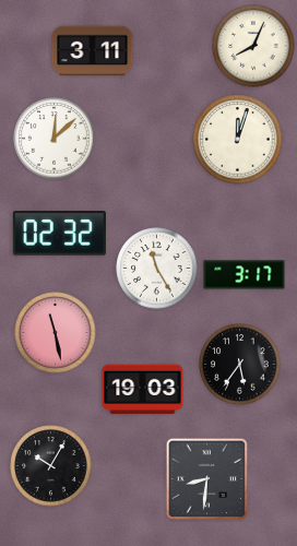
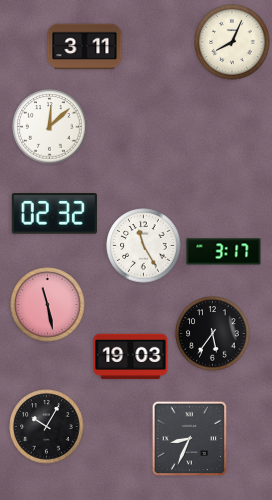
clock at (238, 140): 12:03 -> none
clock at (56, 333) position: (56, 333) -> (48, 305)
clock at (240, 365) position: (240, 365) -> (213, 334)
clock at (207, 479): 8:31 -> 8:34
